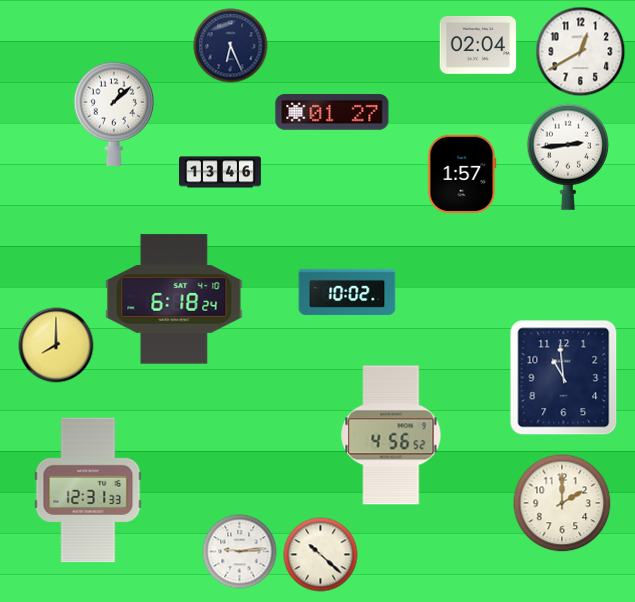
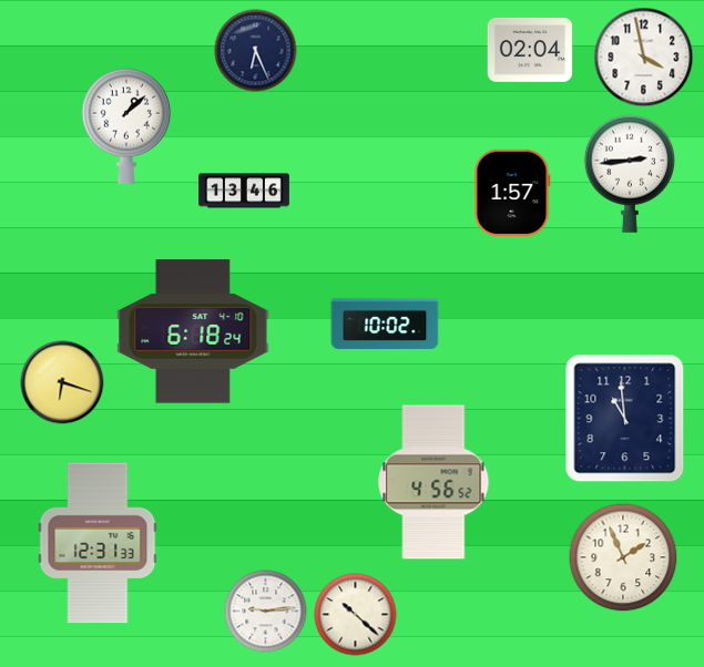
clock at (581, 52): 12:40 -> 3:58
clock at (332, 112): 01:27 -> none
clock at (56, 345): 8:00 -> 6:18
clock at (562, 503): 2:00 -> 1:56
